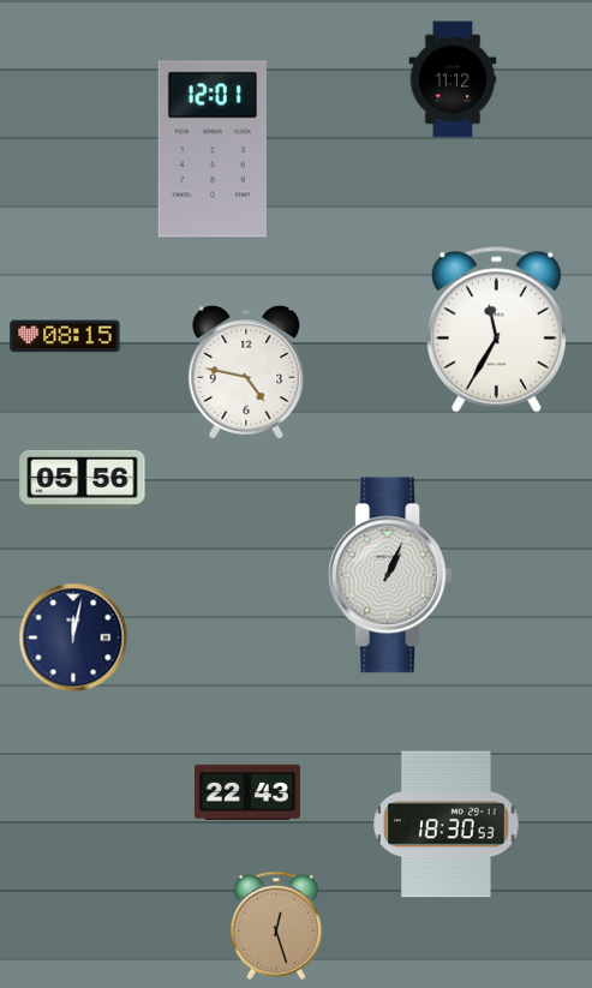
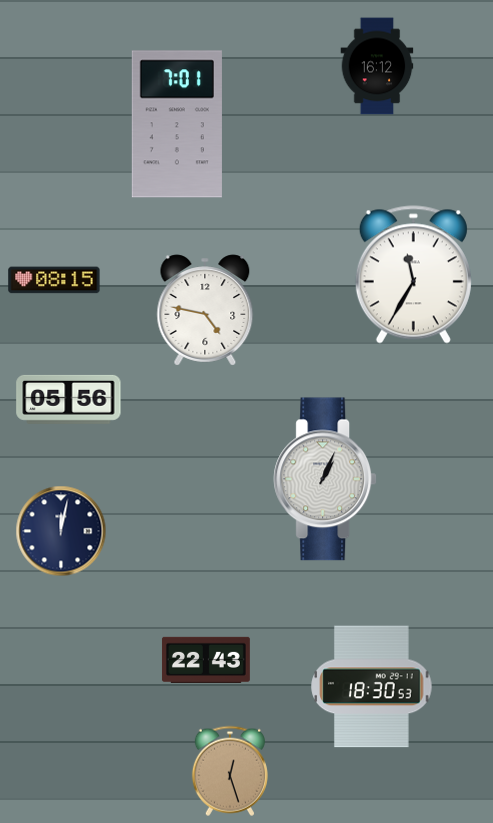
clock at (453, 79): 11:12 -> 16:12
clock at (213, 149): 12:01 -> 7:01
